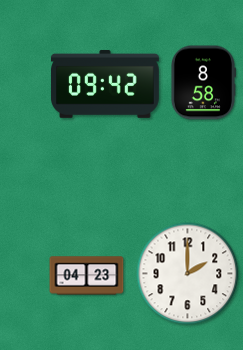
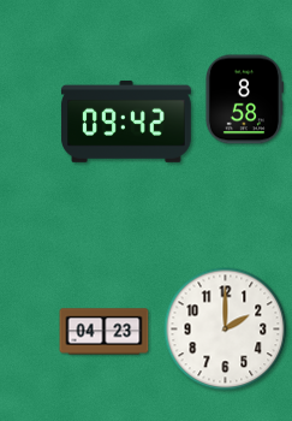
clock at (105, 84) position: (105, 84) -> (126, 121)
